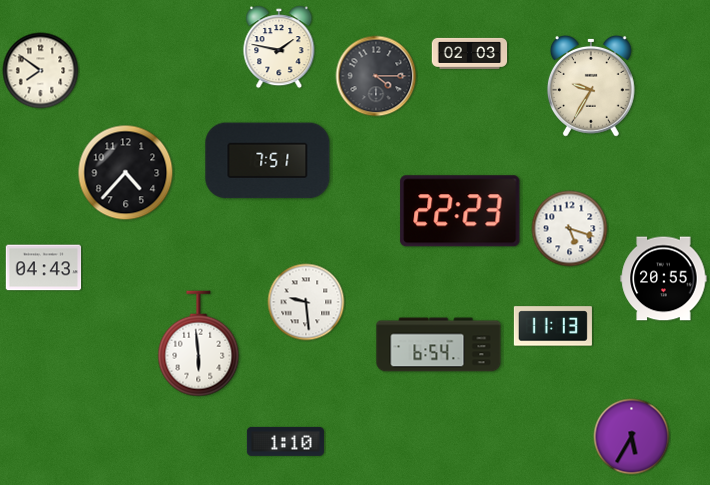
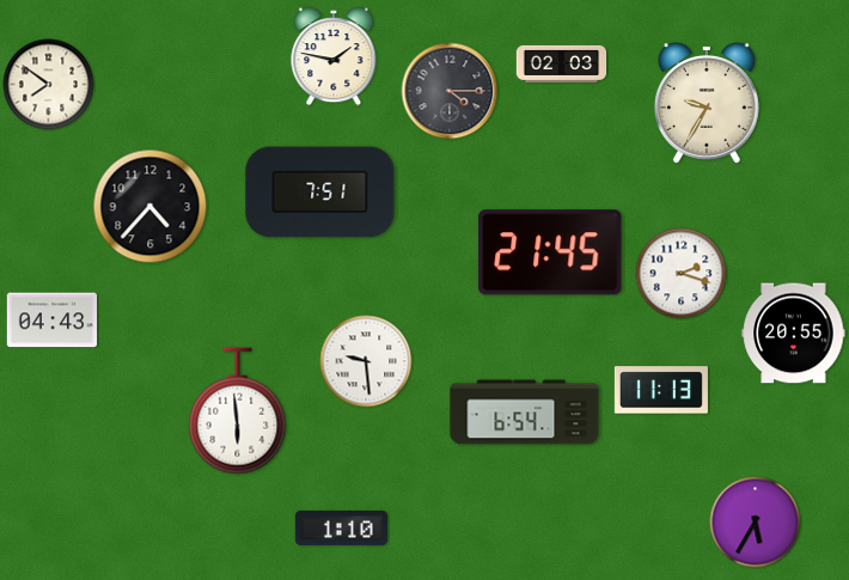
clock at (460, 211): 22:23 -> 21:45
clock at (570, 229): 5:18 -> 2:18
